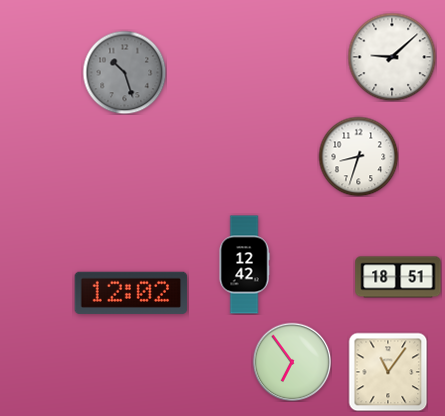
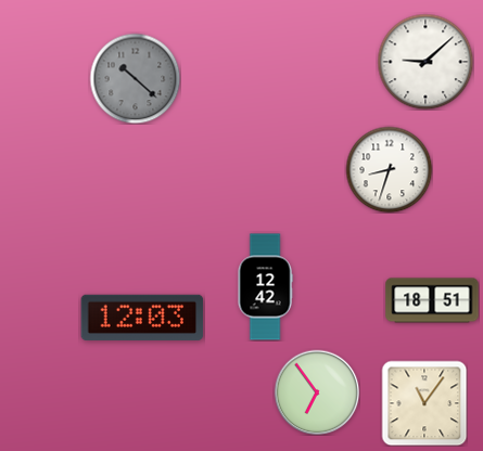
clock at (124, 72): 10:27 -> 10:22
clock at (131, 293): 12:02 -> 12:03
clock at (388, 372) position: (388, 372) -> (424, 403)
